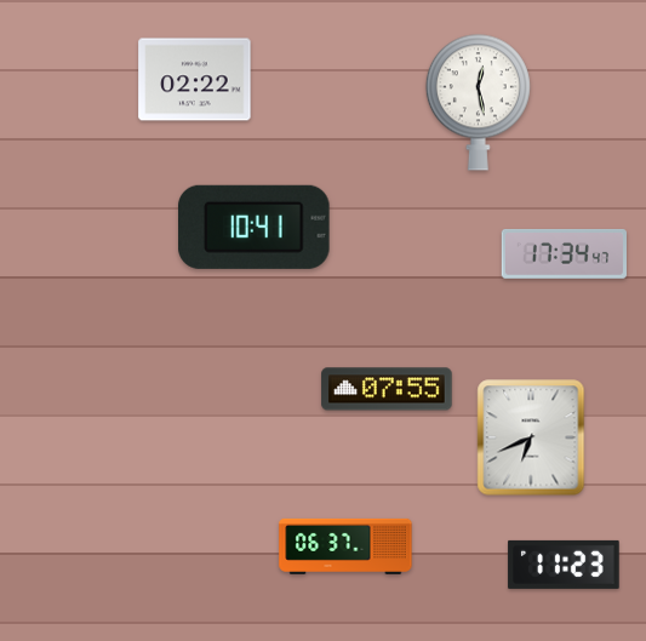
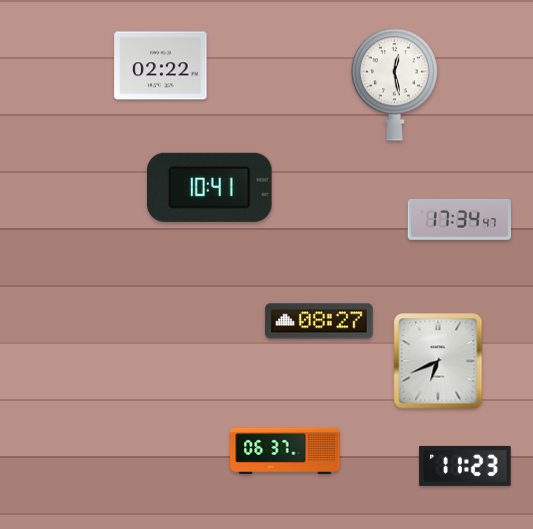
clock at (564, 254) position: (564, 254) -> (459, 220)
clock at (387, 389): 07:55 -> 08:27
